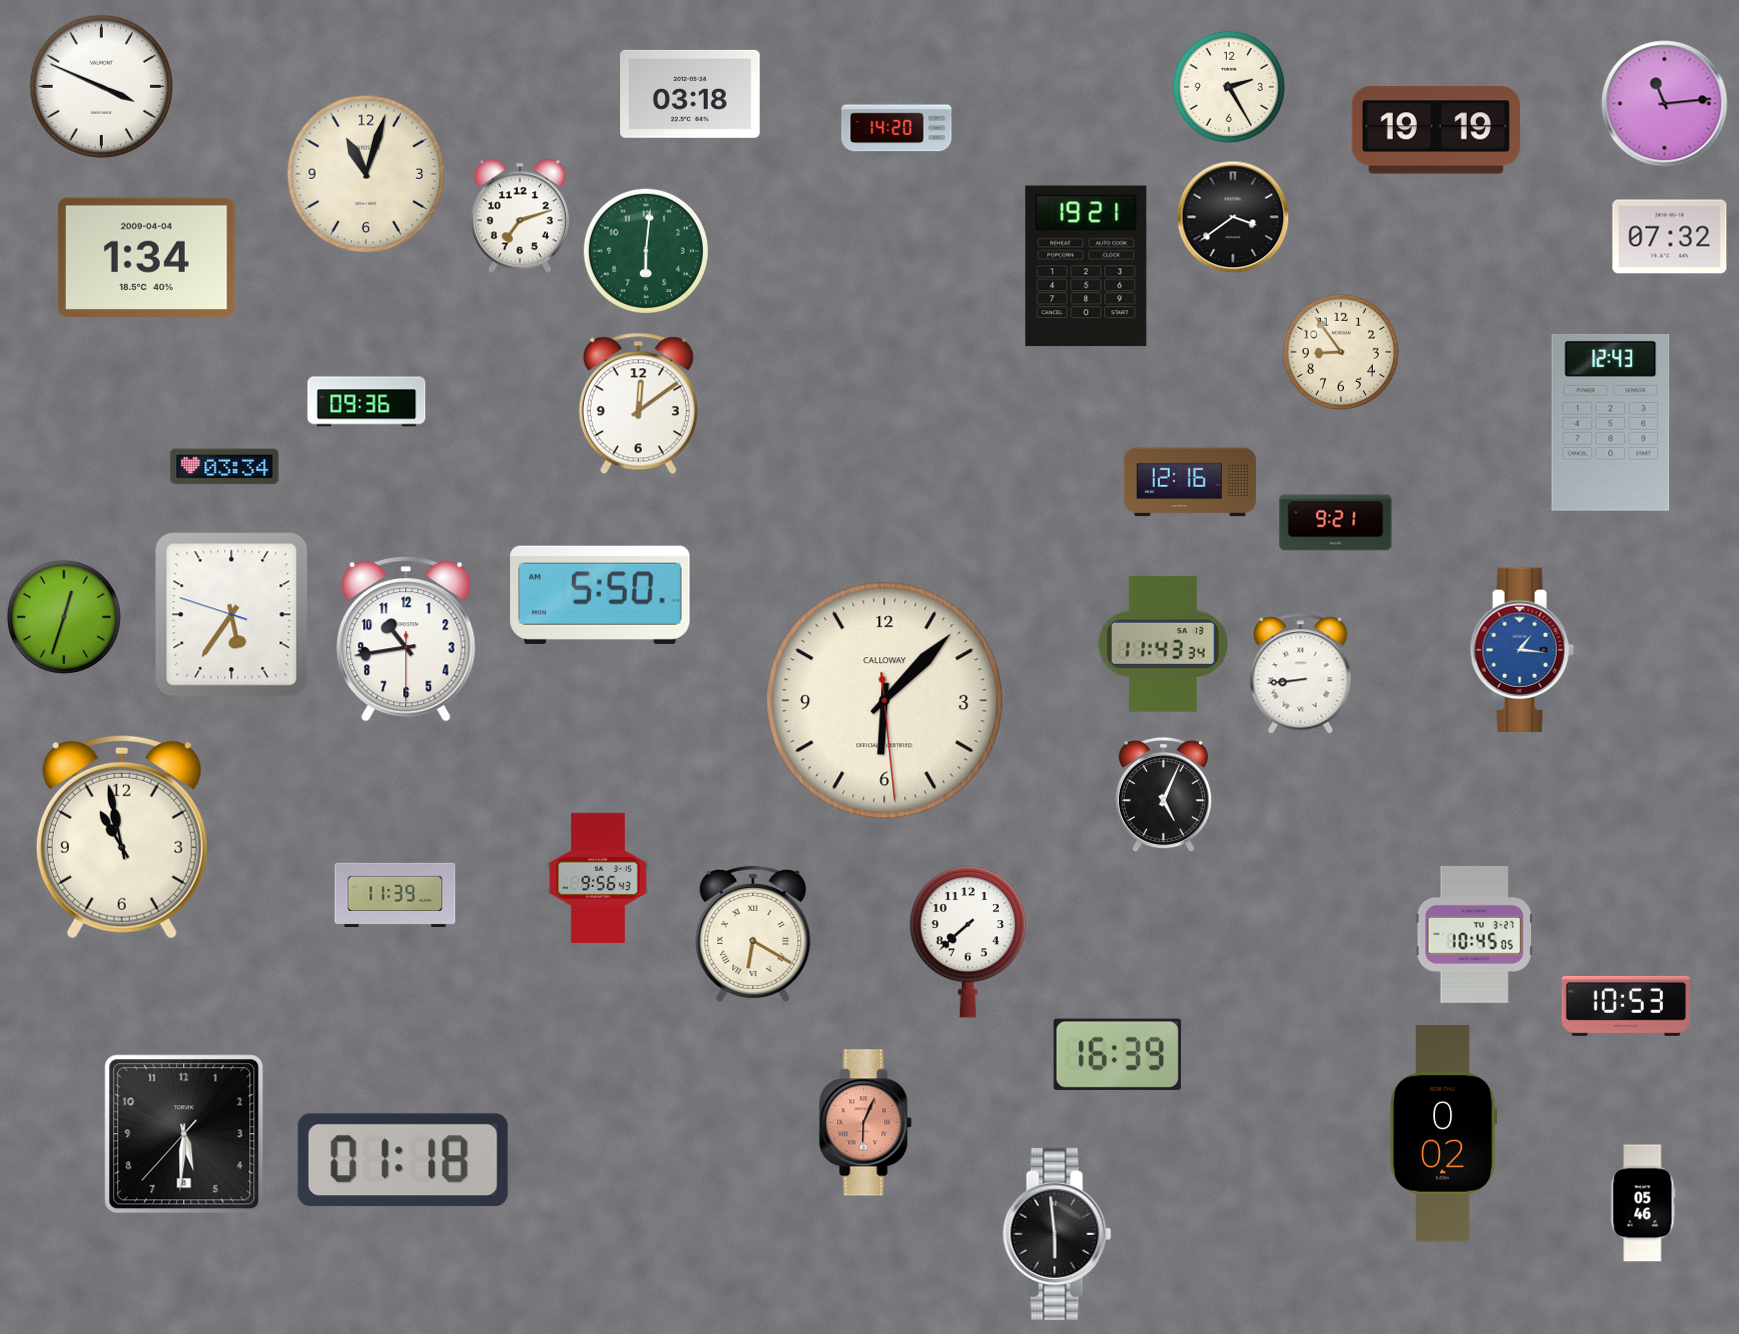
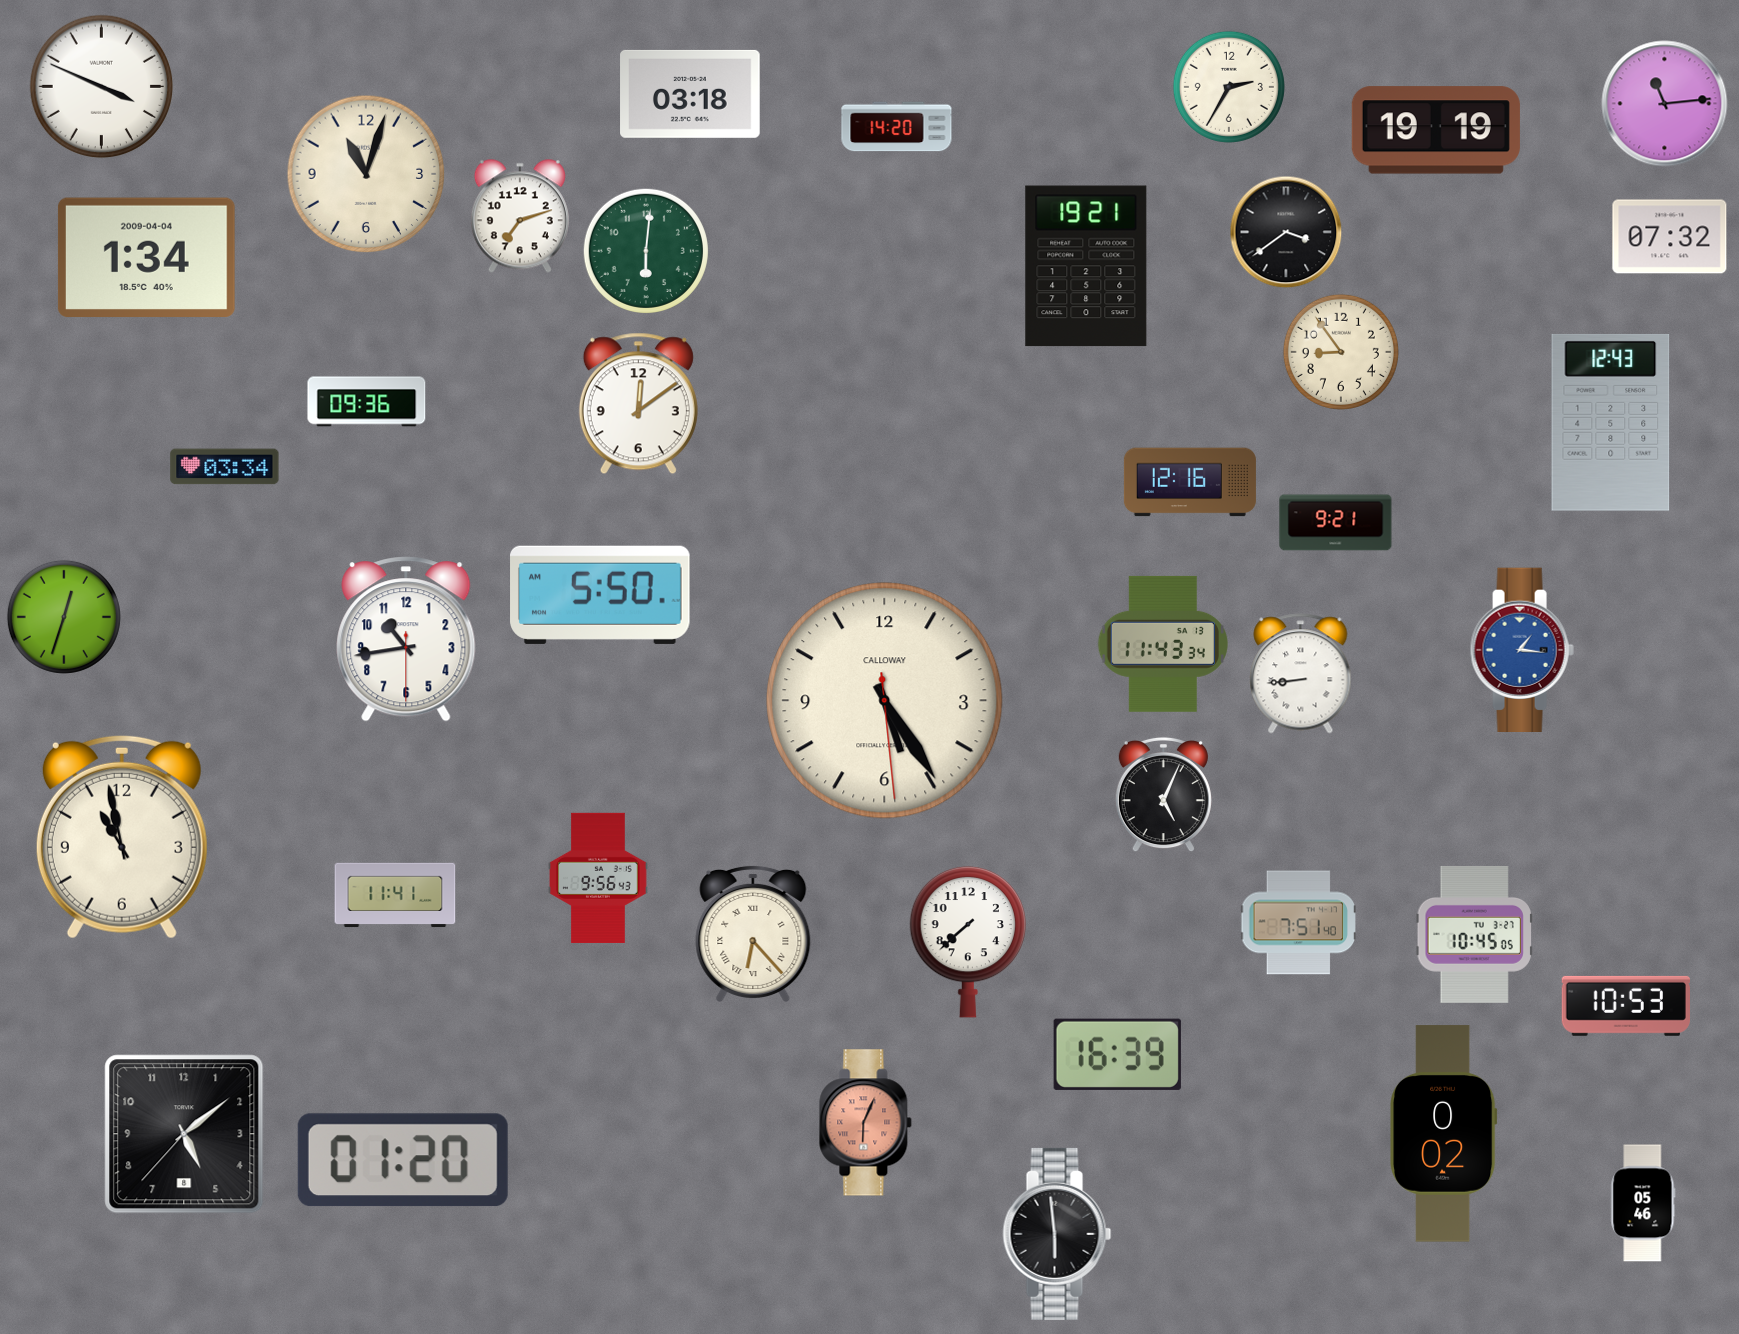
clock at (1229, 87): 2:25 -> 2:35
clock at (1233, 217) position: (1233, 217) -> (1286, 232)
clock at (232, 615): 5:35 -> none
clock at (885, 701): 6:07 -> 5:24
clock at (395, 895): 11:39 -> 11:41
clock at (1298, 923): none -> 7:51
clock at (753, 933): 6:20 -> 6:23
clock at (184, 1134): 5:30 -> 5:08
clock at (403, 1160): 01:18 -> 01:20
